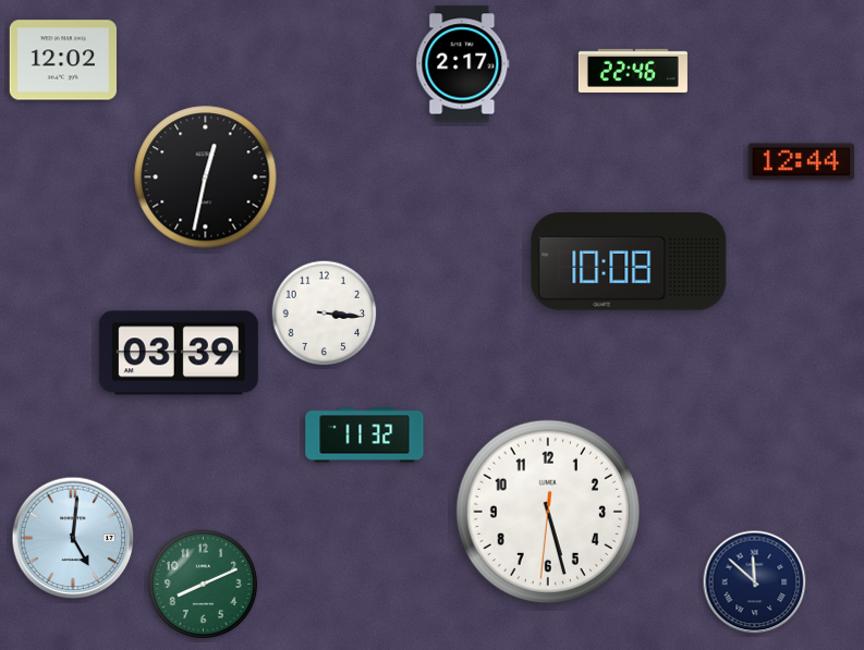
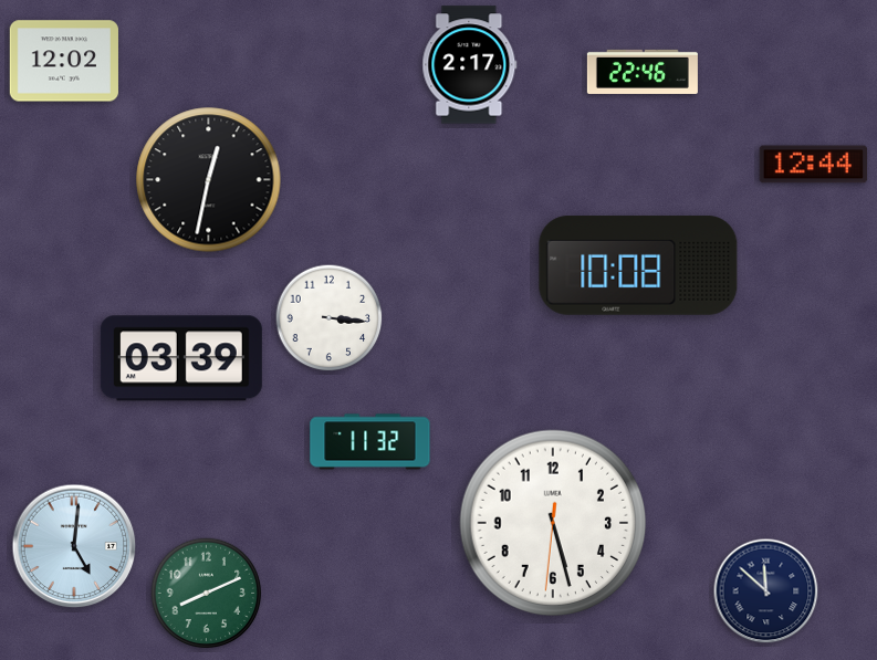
clock at (548, 512) position: (548, 512) -> (553, 523)
